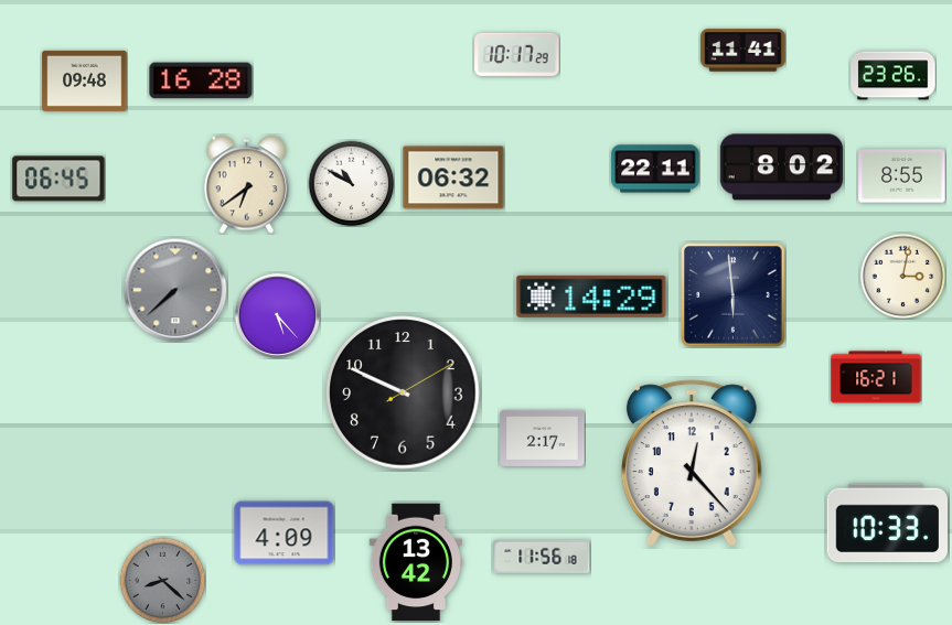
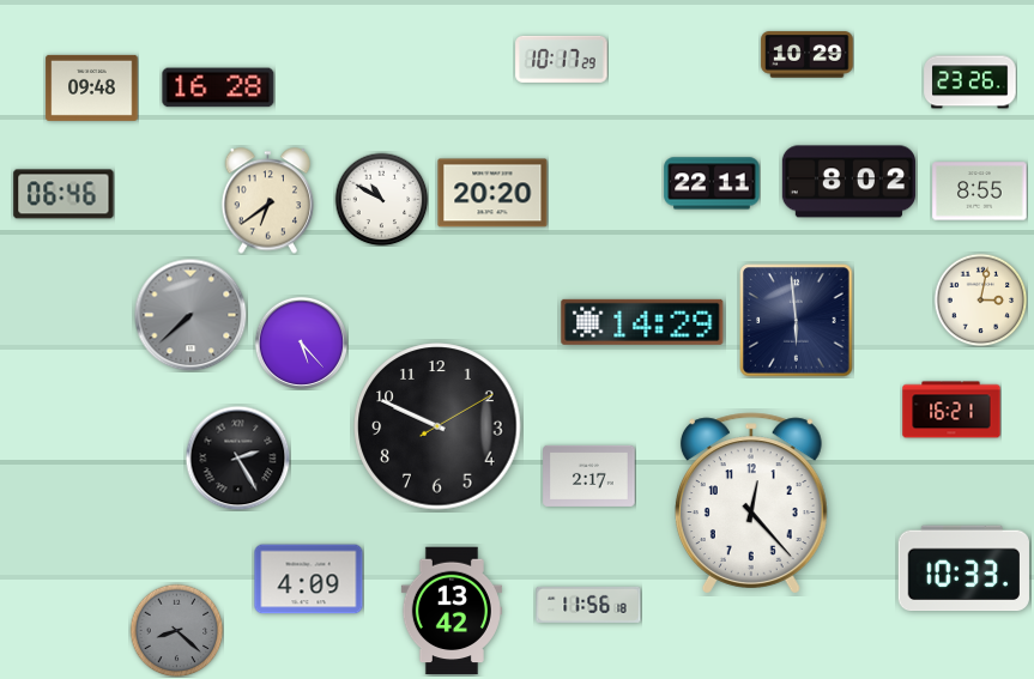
clock at (744, 51): 11:41 -> 10:29
clock at (453, 177): 06:32 -> 20:20
clock at (58, 179): 06:45 -> 06:46
clock at (237, 457): none -> 2:25
